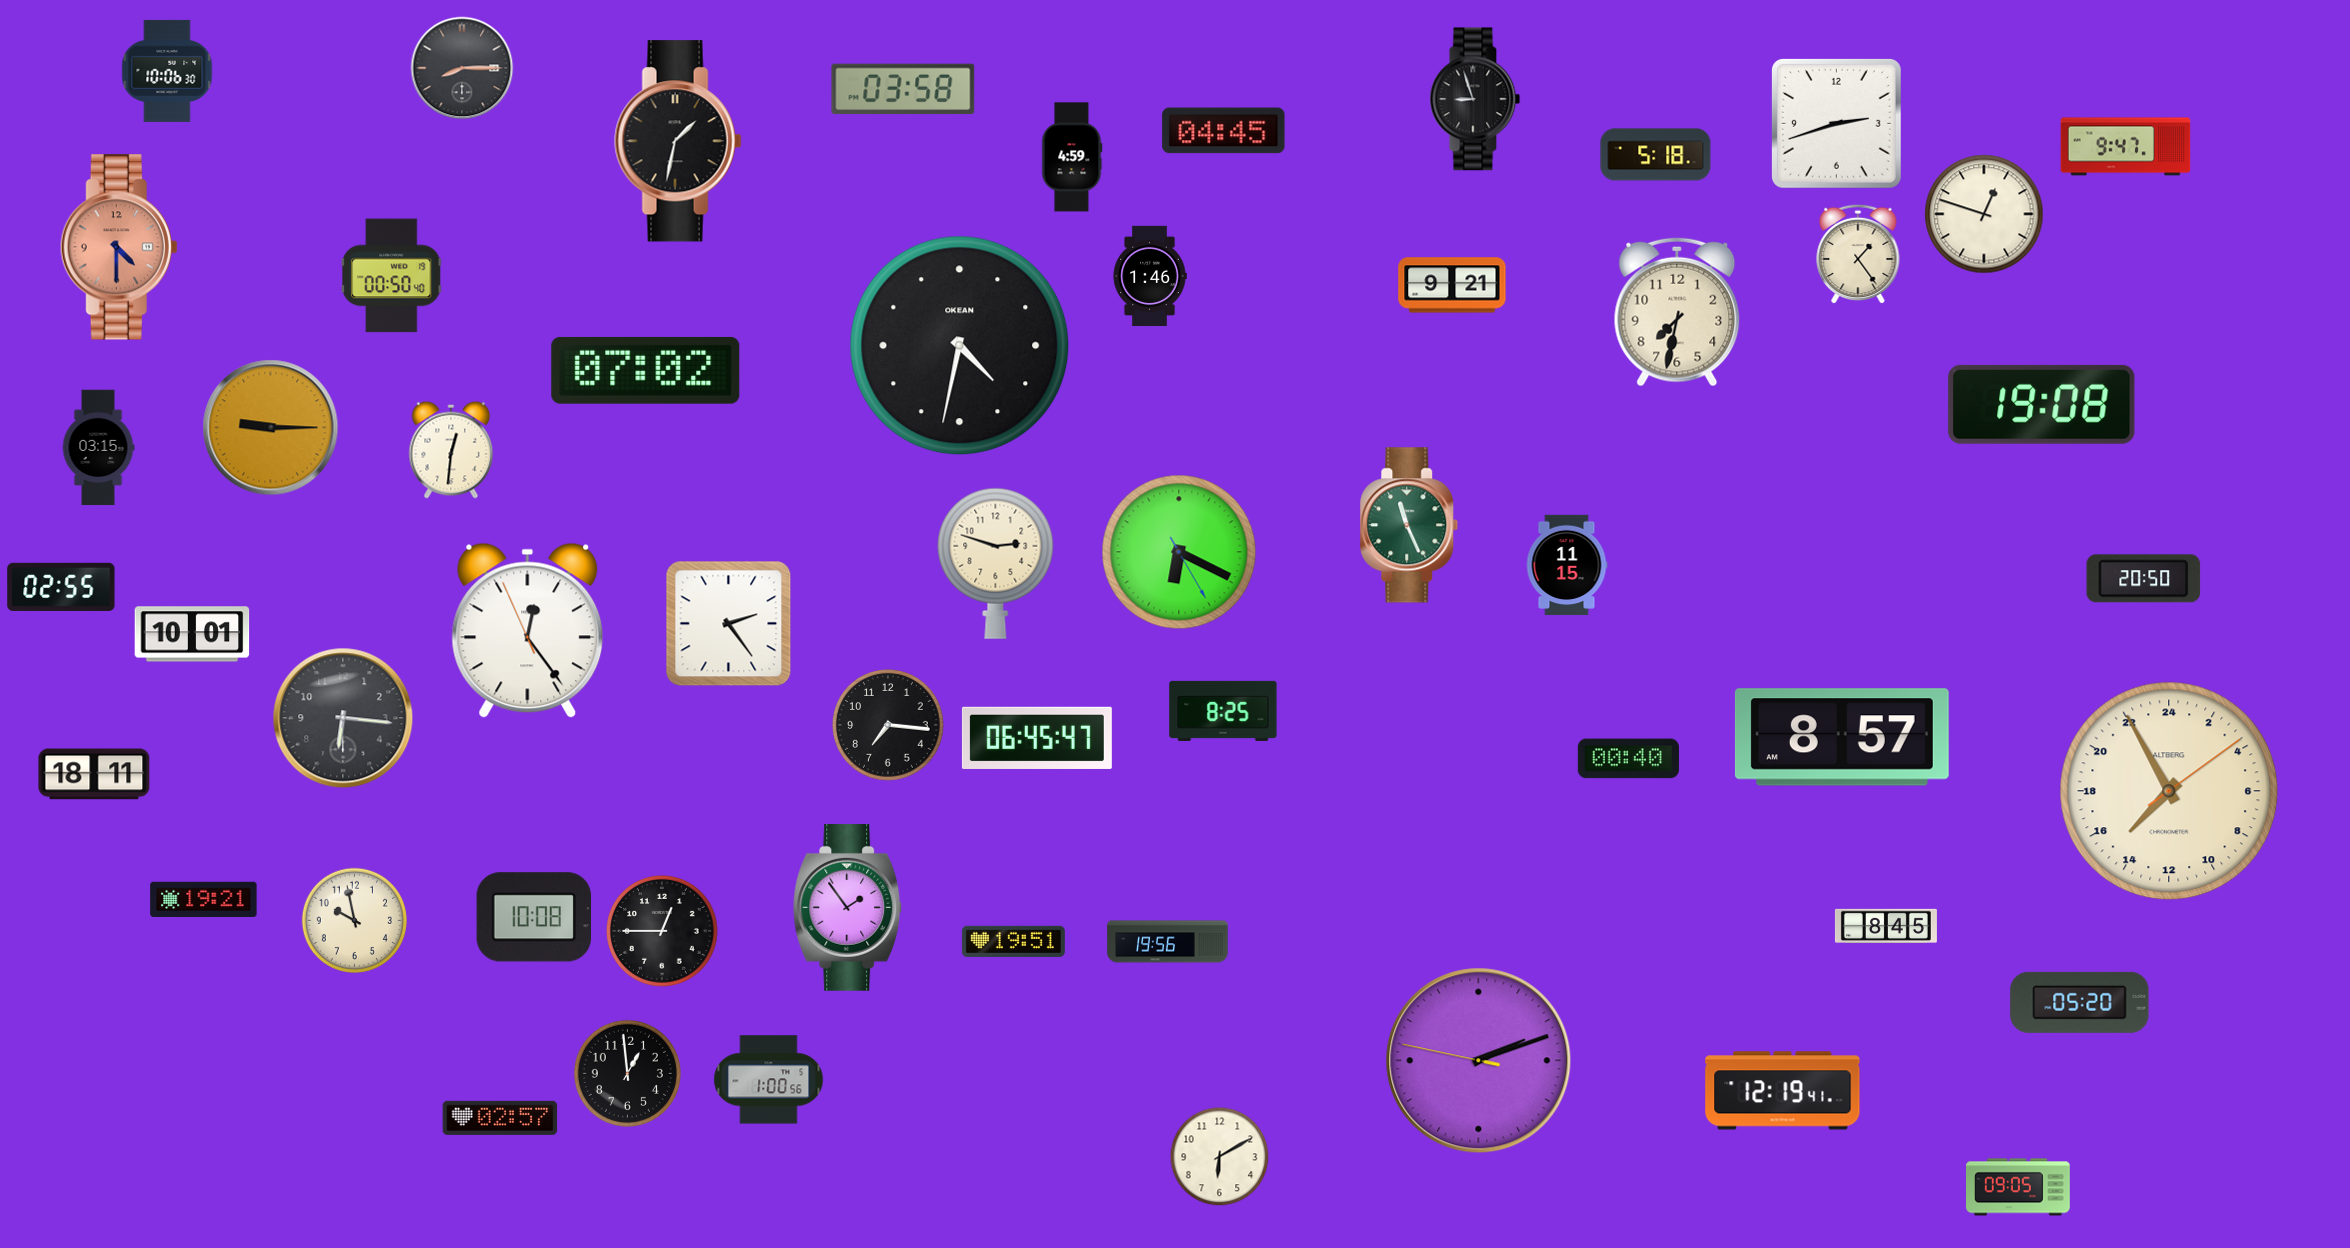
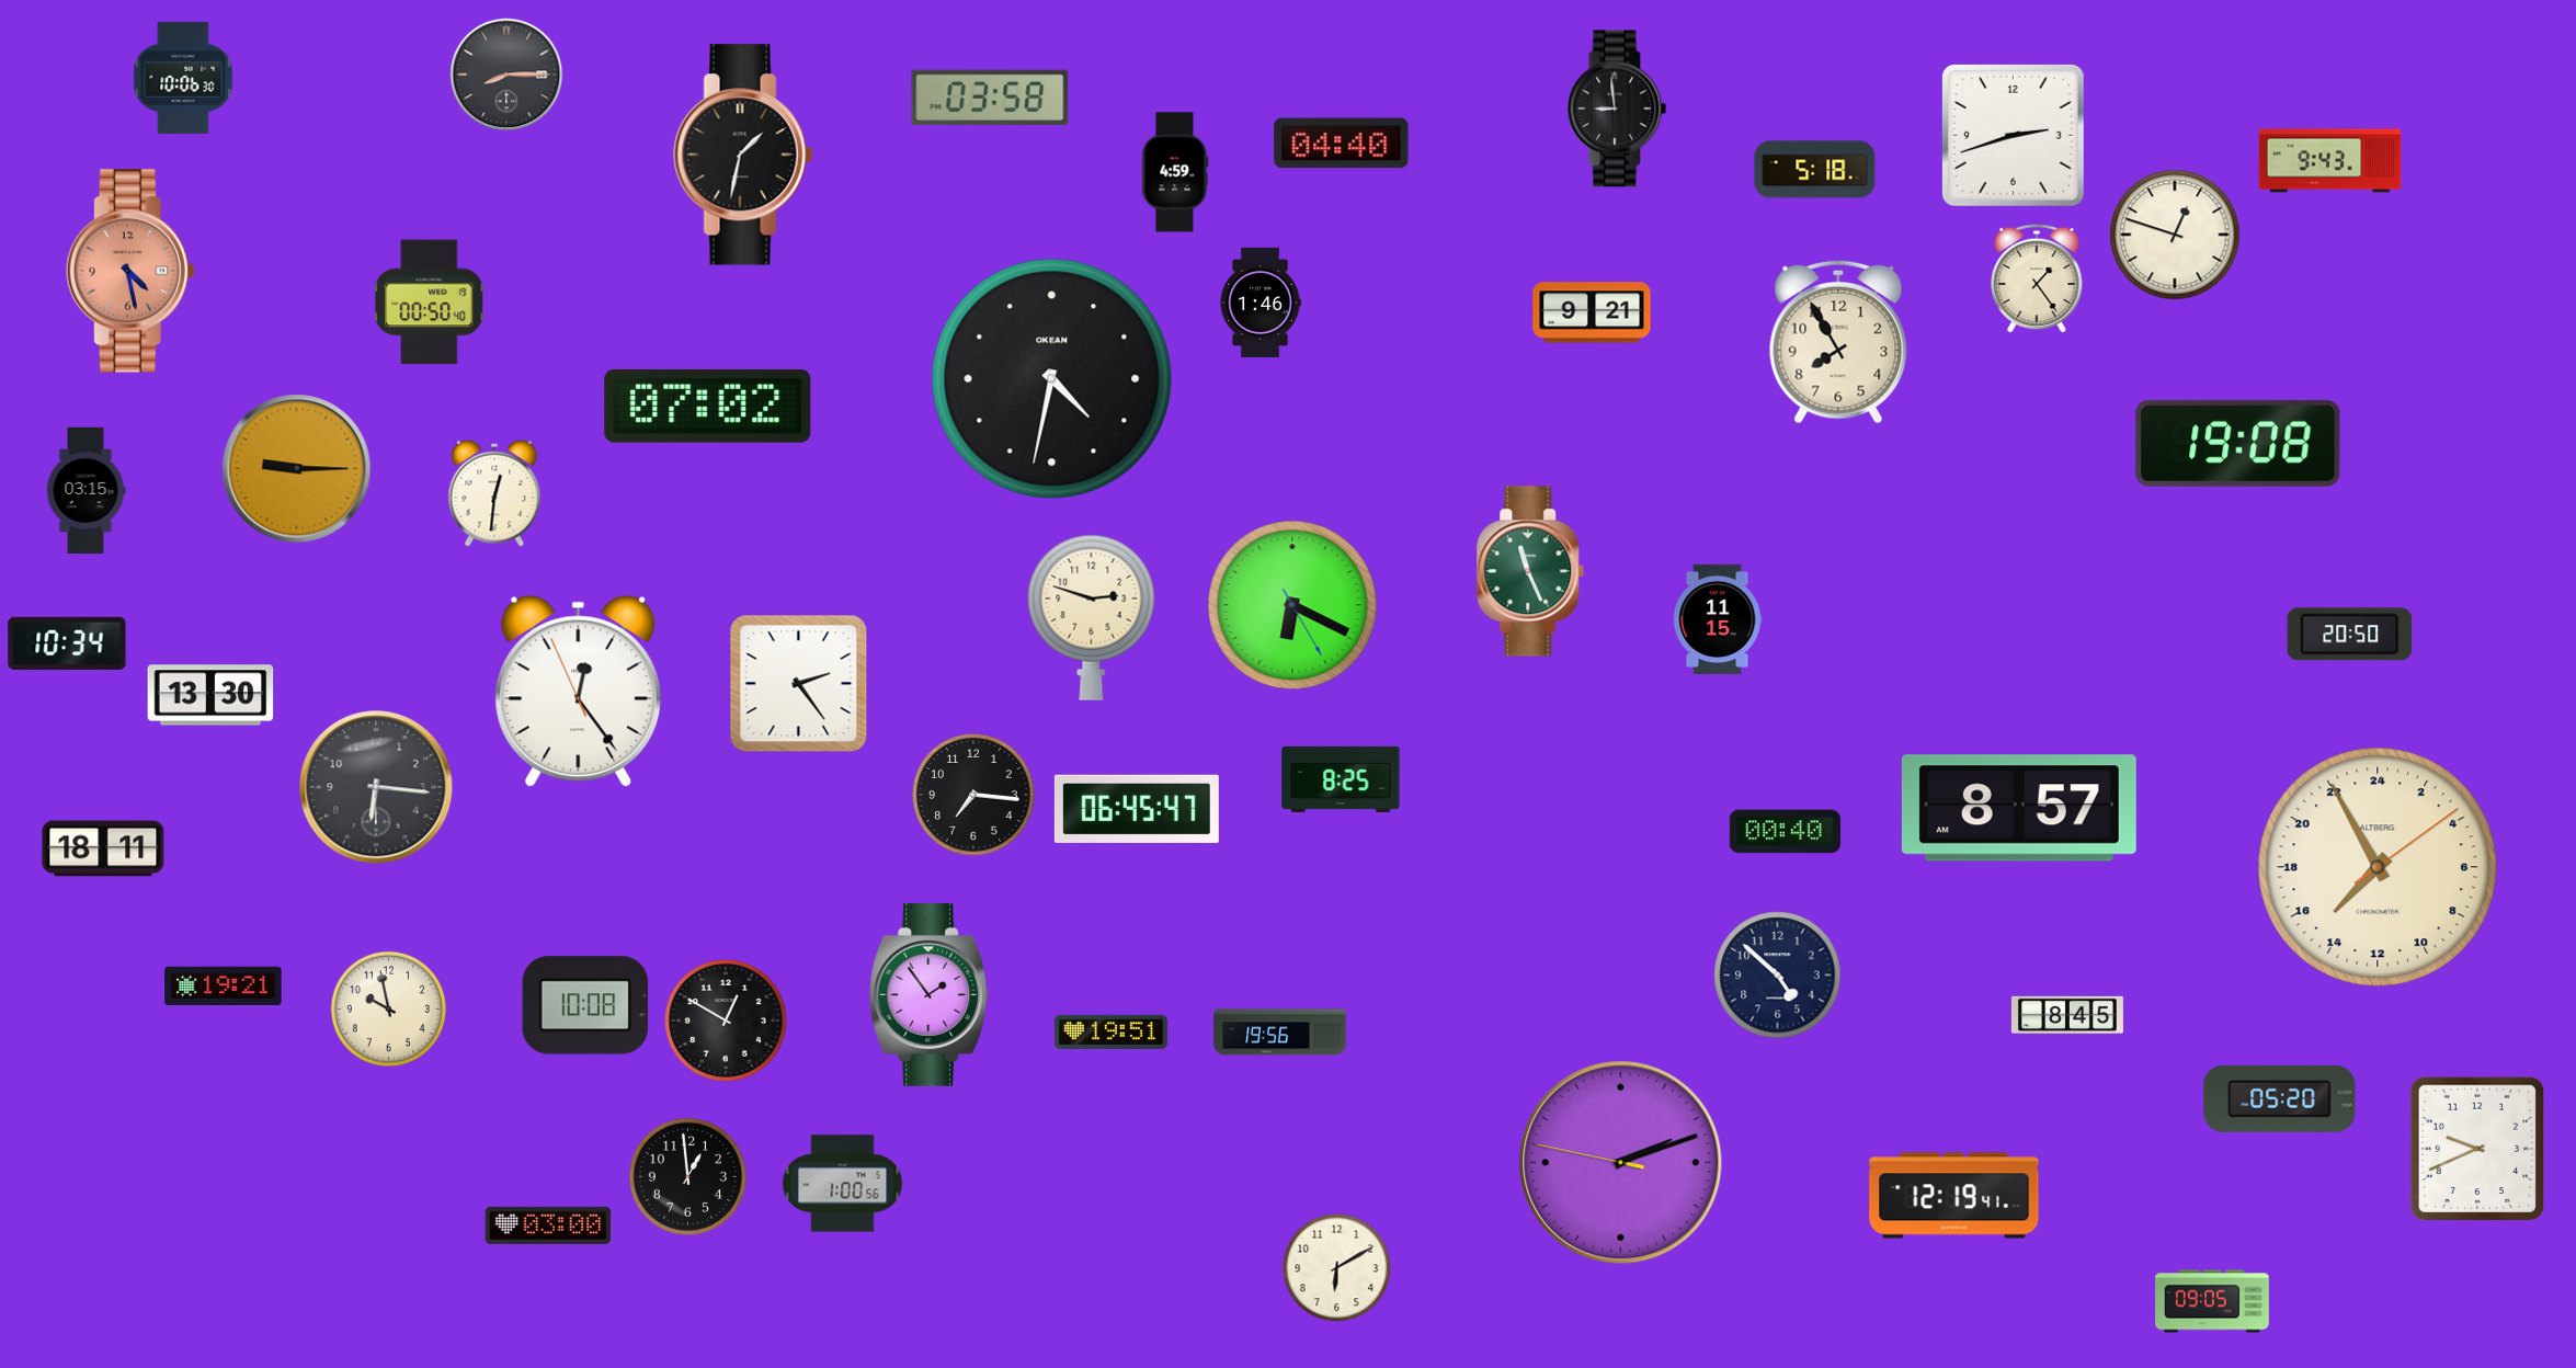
clock at (1475, 99): 8:57 -> 8:59
clock at (1224, 131): 04:45 -> 04:40
clock at (2126, 147): 9:47 -> 9:43
clock at (119, 247): 4:30 -> 4:28
clock at (1677, 312): 7:32 -> 7:55
clock at (98, 448) position: (98, 448) -> (86, 491)
clock at (1409, 525) position: (1409, 525) -> (1530, 571)
clock at (61, 587): 02:55 -> 10:34
clock at (192, 634): 10:01 -> 13:30
clock at (1778, 976): none -> 4:52
clock at (663, 932): 12:45 -> 12:50
clock at (2477, 1149): none -> 9:41
clock at (500, 1118): 02:57 -> 03:00
